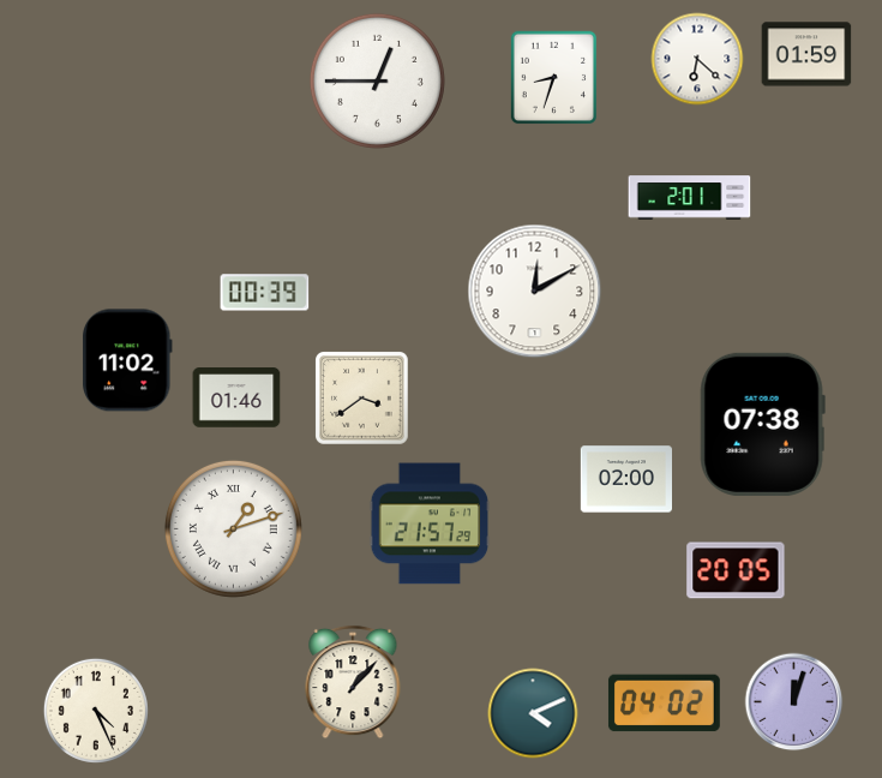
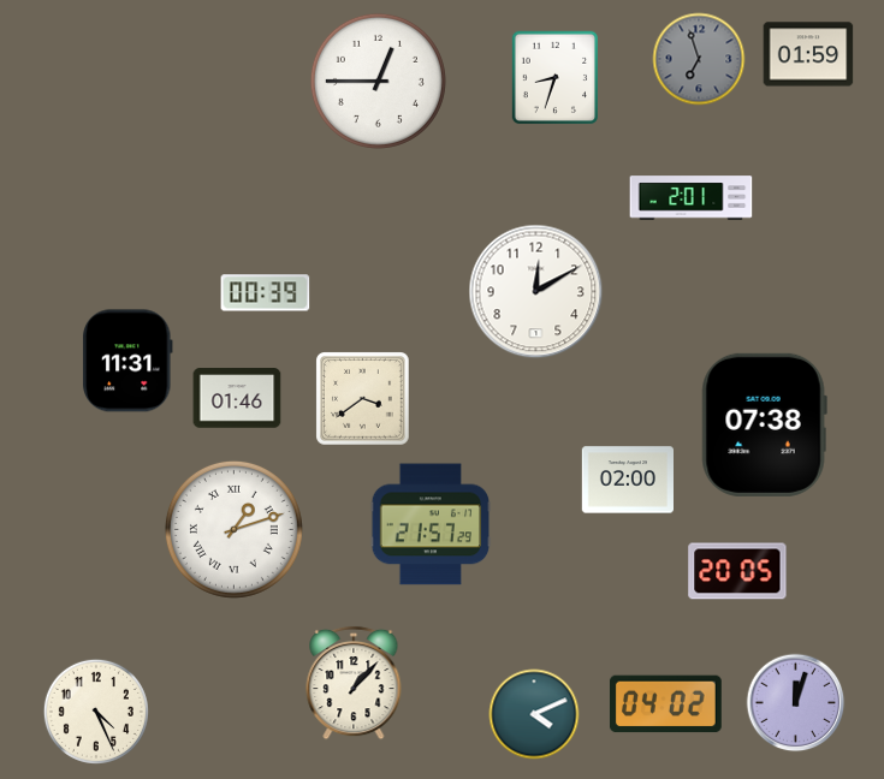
clock at (697, 59): 6:22 -> 6:57
clock at (697, 59) dial: white -> grey
clock at (128, 360): 11:02 -> 11:31
